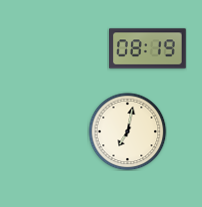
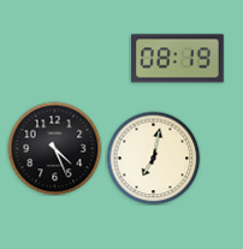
clock at (54, 148): none -> 4:26
